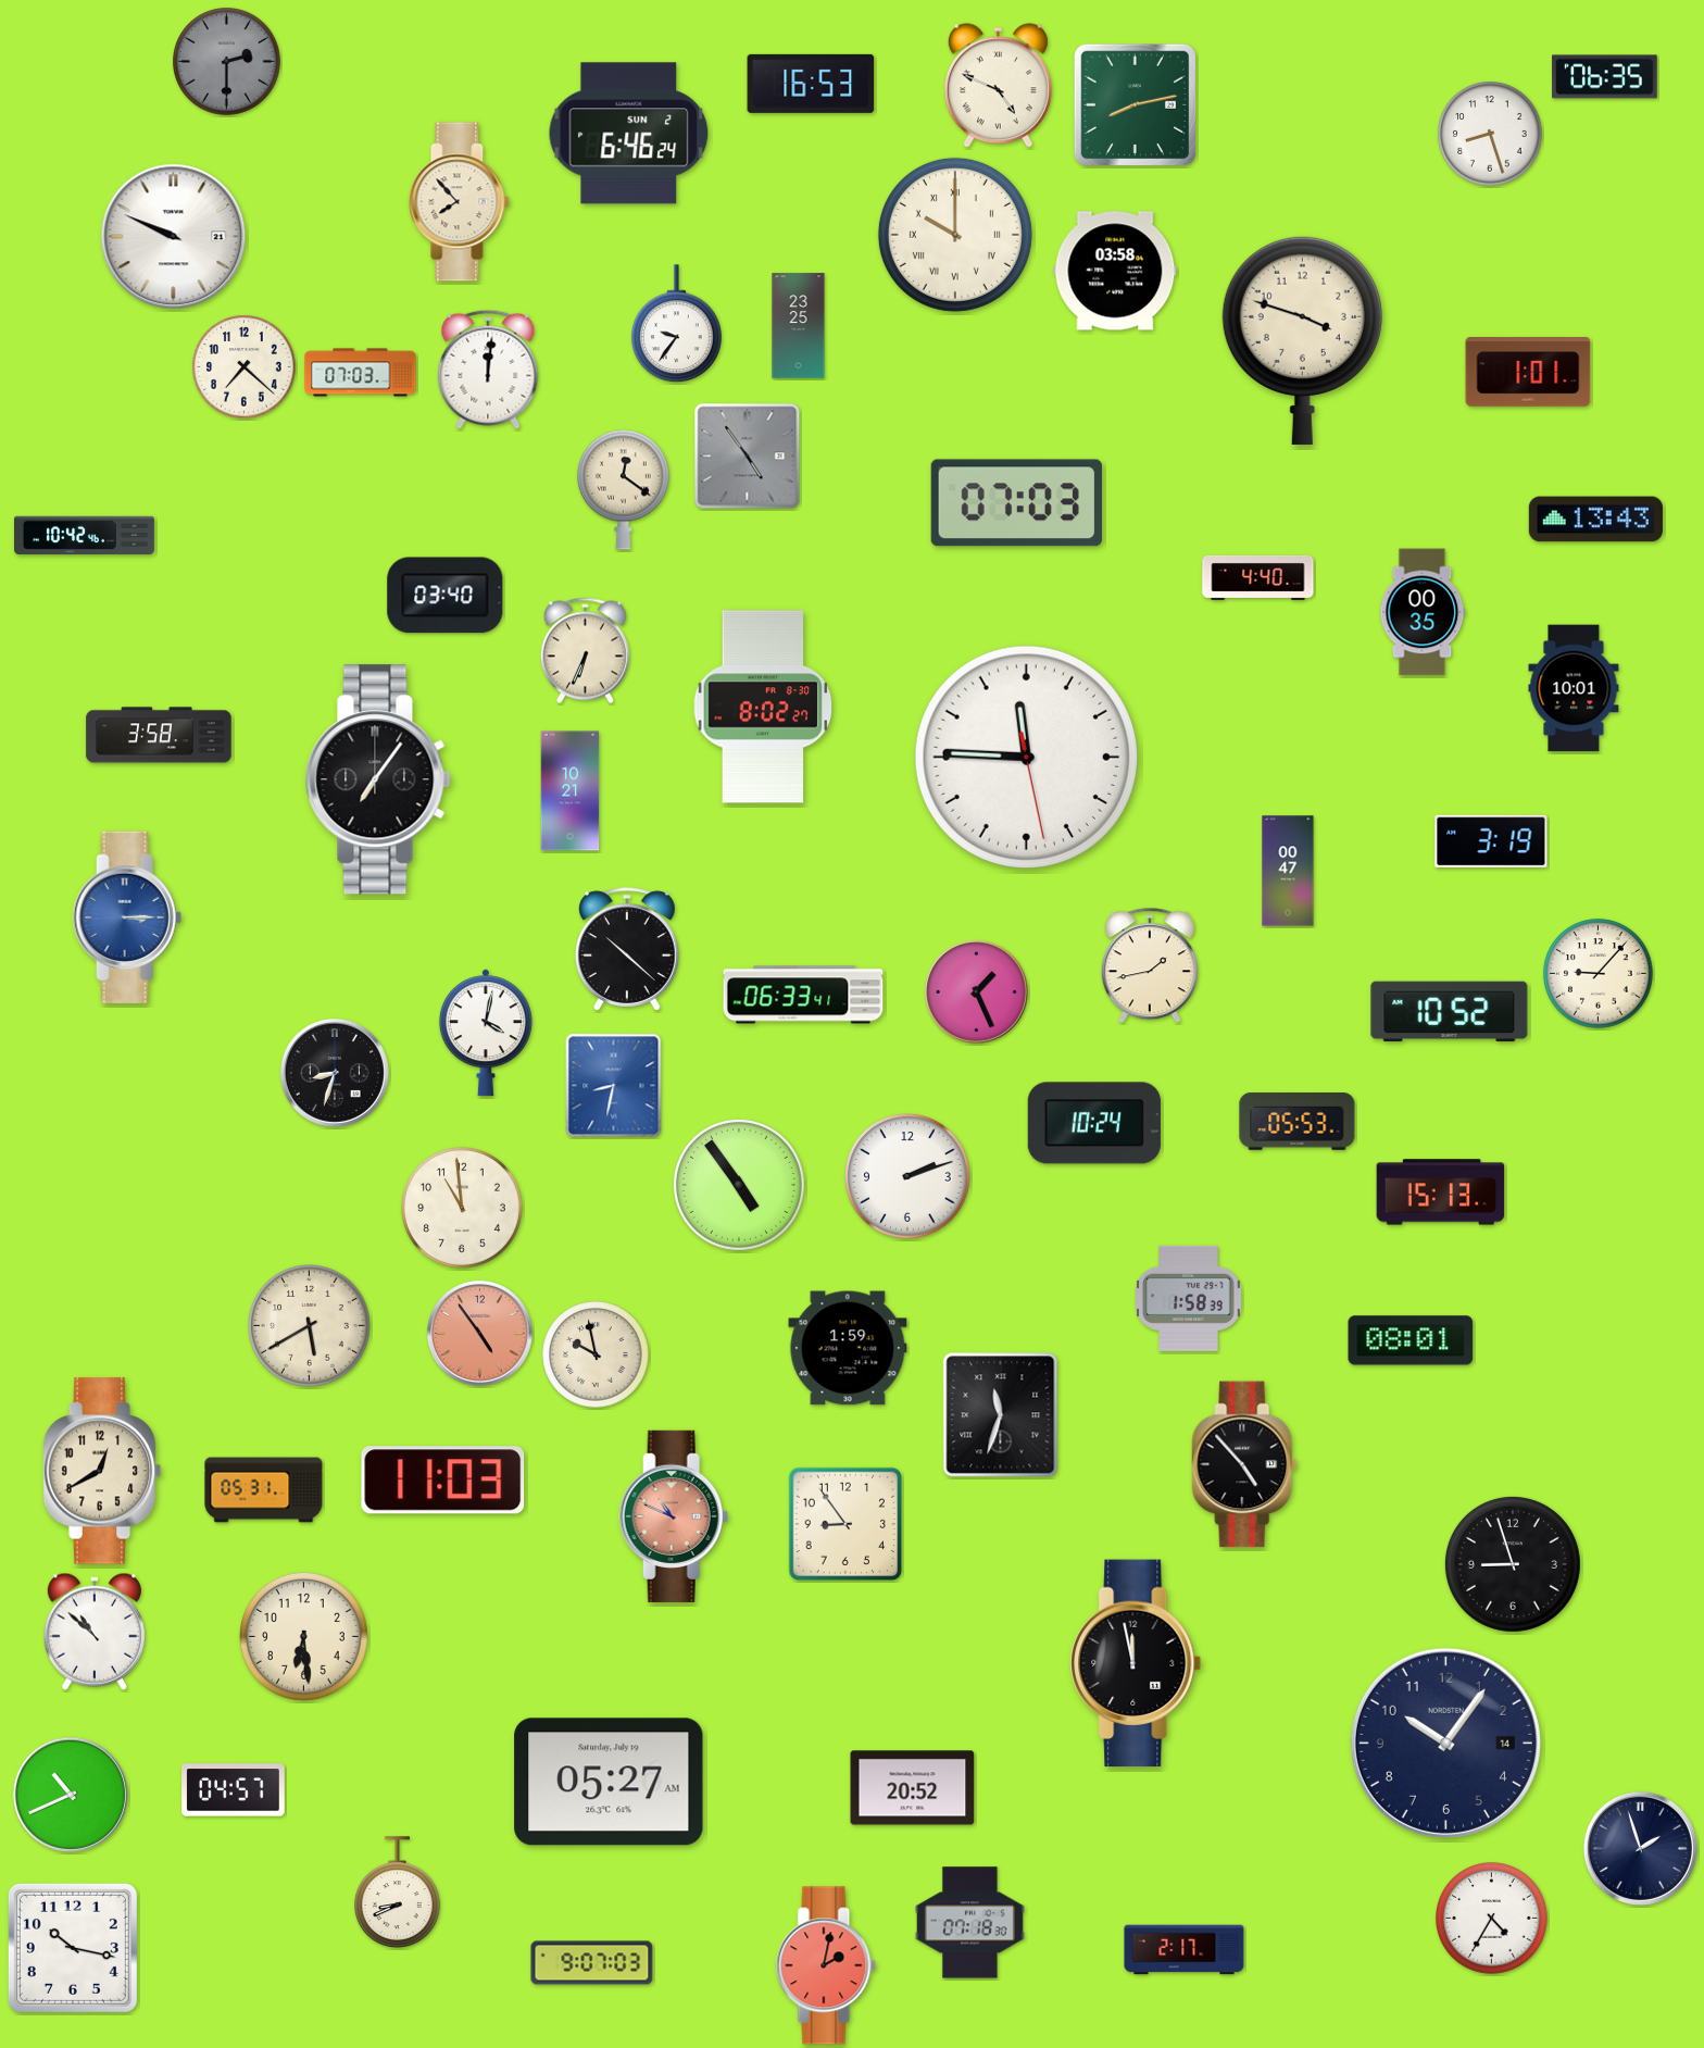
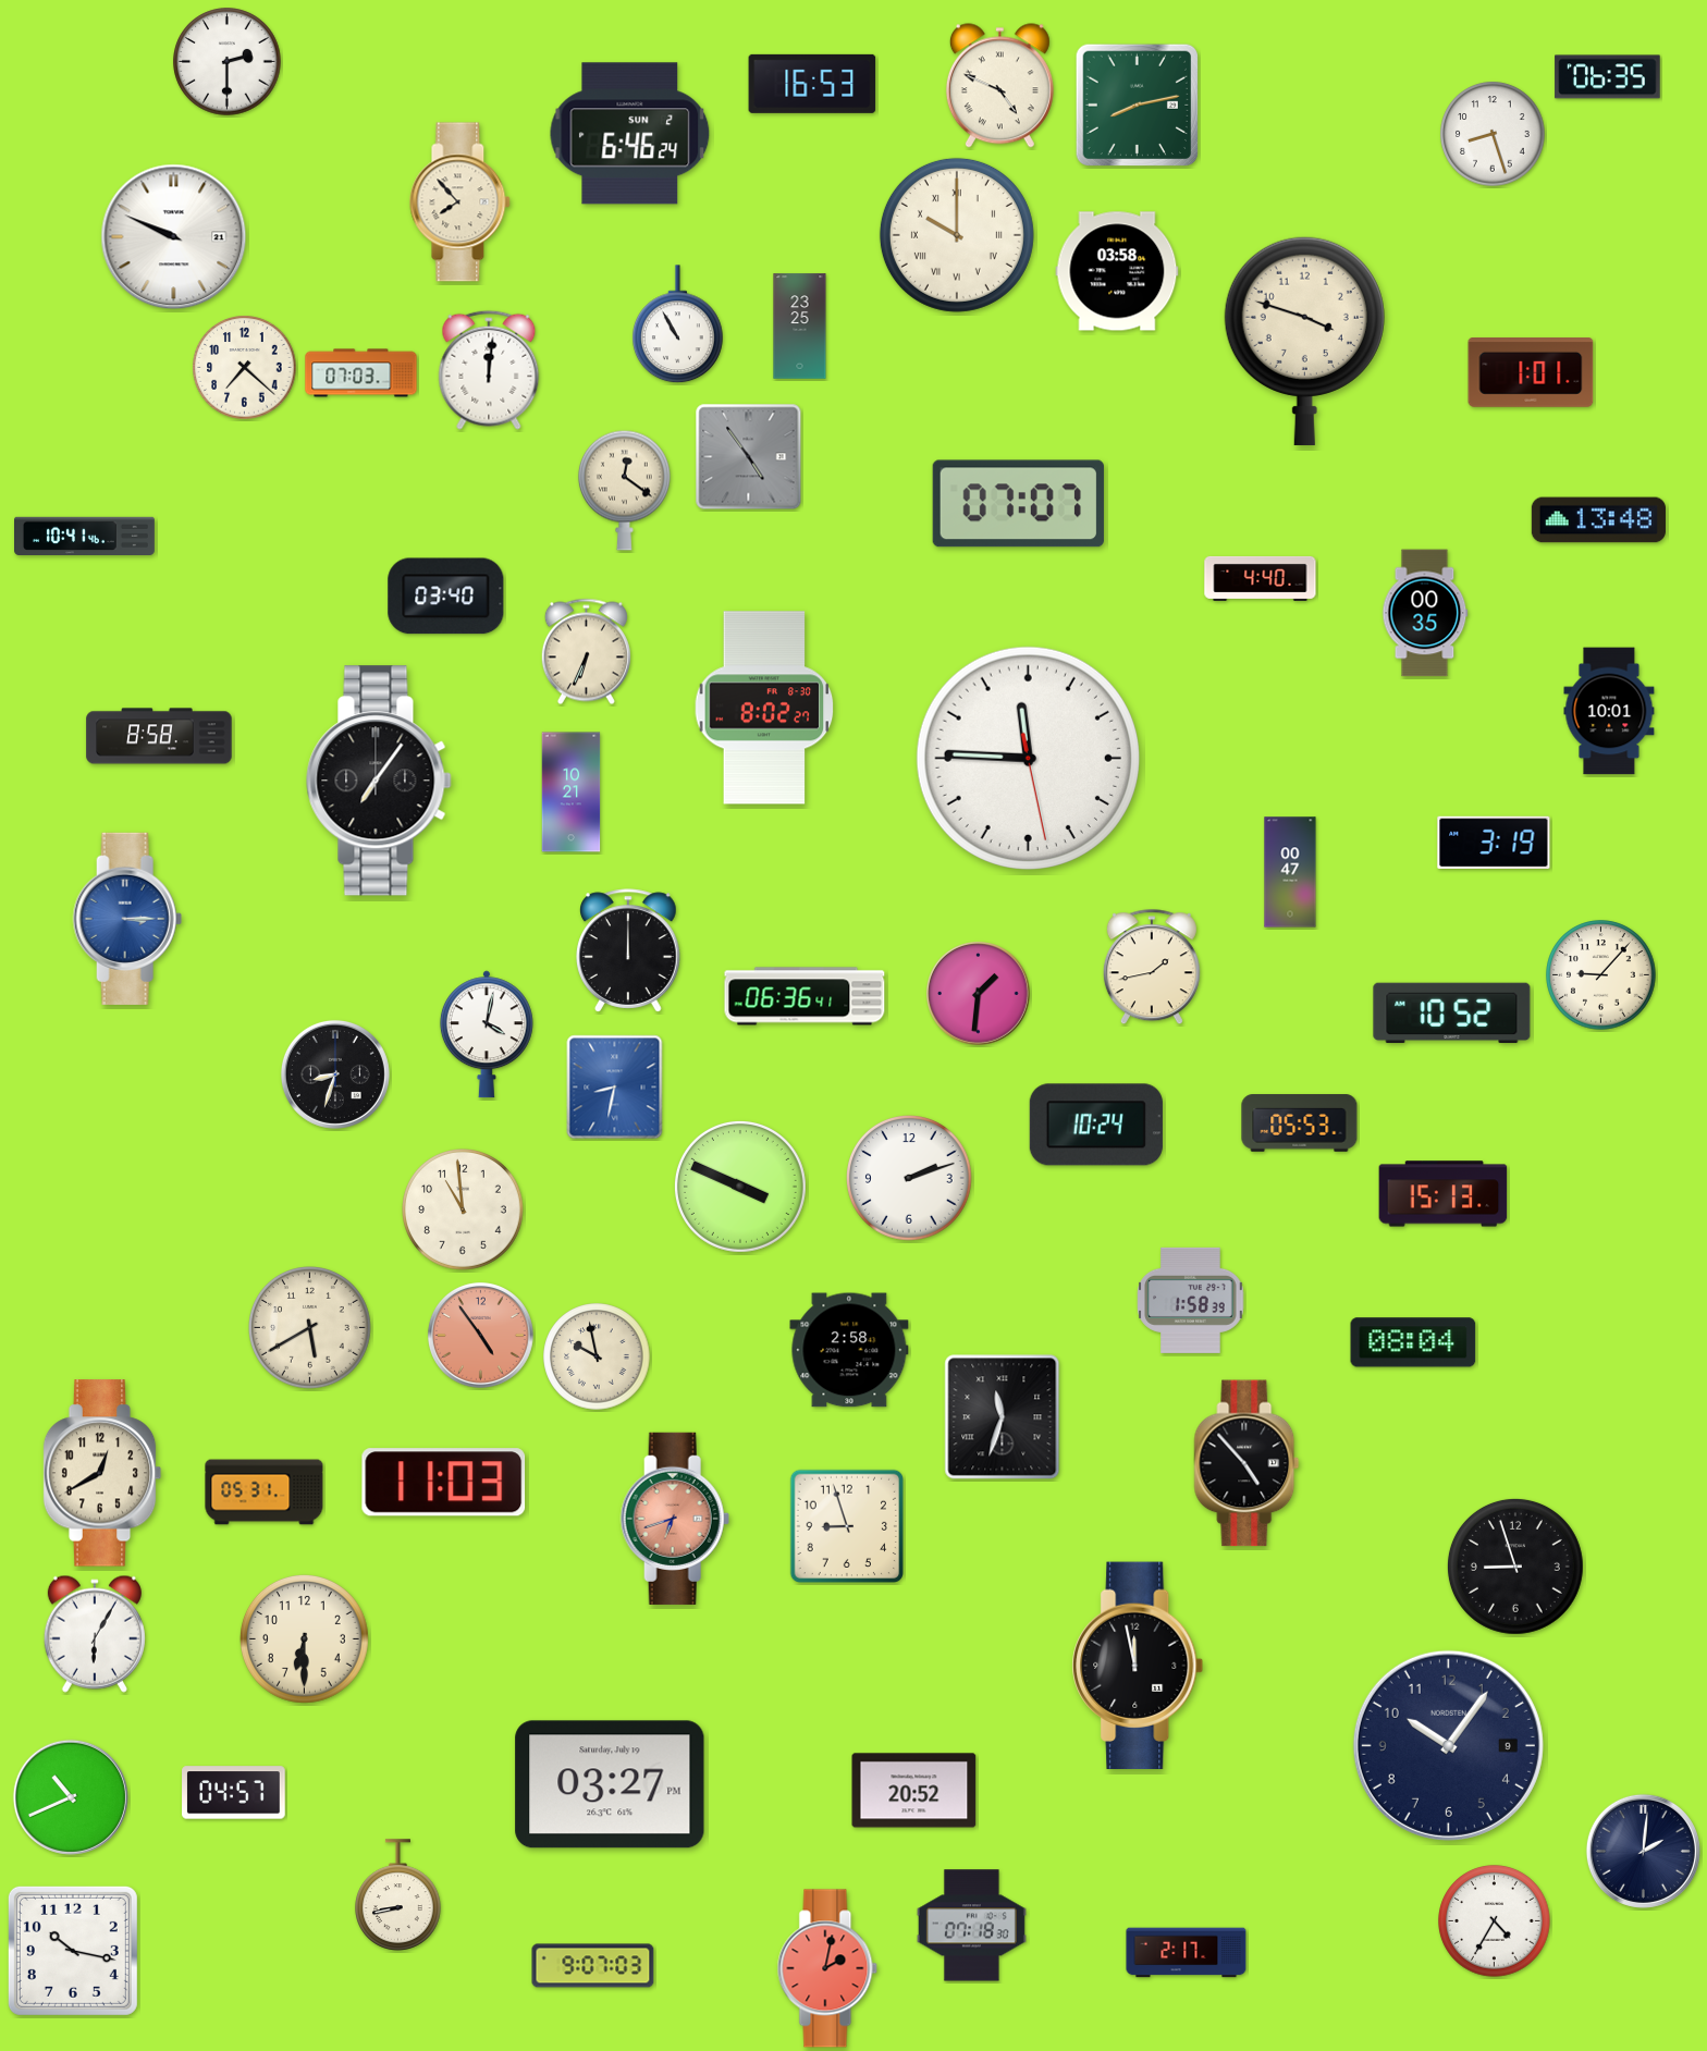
clock at (227, 62) dial: grey -> white
clock at (677, 324): 9:36 -> 10:55
clock at (1016, 503): 07:03 -> 07:07
clock at (1595, 520): 13:43 -> 13:48
clock at (85, 535): 10:42 -> 10:41
clock at (1574, 688) position: (1574, 688) -> (1609, 711)
clock at (159, 735): 3:58 -> 8:58
clock at (628, 949): 10:22 -> 12:00
clock at (977, 992): 1:26 -> 1:31
clock at (803, 995): 06:33 -> 06:36
clock at (739, 1185): 4:54 -> 3:49
clock at (1411, 1340): 08:01 -> 08:04
clock at (848, 1348): 1:59 -> 2:58
clock at (1244, 1464) position: (1244, 1464) -> (1247, 1463)
clock at (674, 1516): 10:49 -> 6:42
clock at (845, 1524): 8:54 -> 8:57
clock at (95, 1632): 10:52 -> 6:05
clock at (303, 1636): 6:29 -> 6:30
clock at (1445, 1743) date: 14 -> 9
clock at (609, 1782): 05:27 -> 03:27
clock at (1640, 1848): 1:57 -> 2:01
clock at (398, 1893): 8:41 -> 8:43
